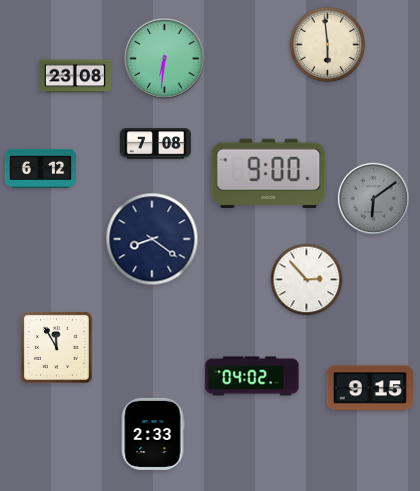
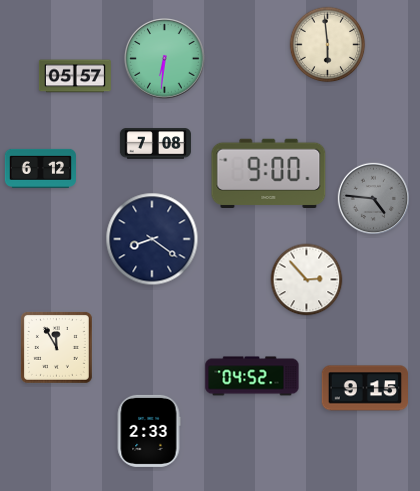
clock at (75, 76): 23:08 -> 05:57
clock at (373, 198): 6:09 -> 4:46
clock at (252, 376): 04:02 -> 04:52
clock at (369, 388) position: (369, 388) -> (364, 388)
clock at (153, 434) position: (153, 434) -> (149, 431)
